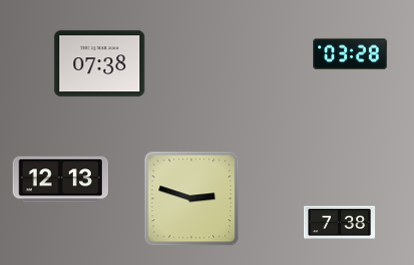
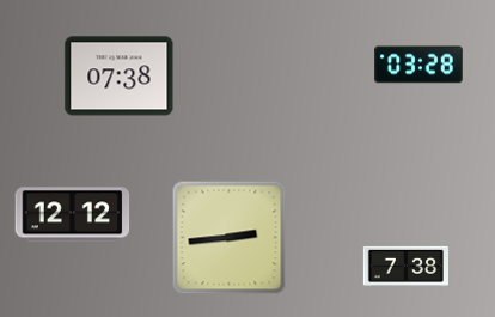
clock at (61, 180): 12:13 -> 12:12
clock at (192, 199): 2:48 -> 2:44
